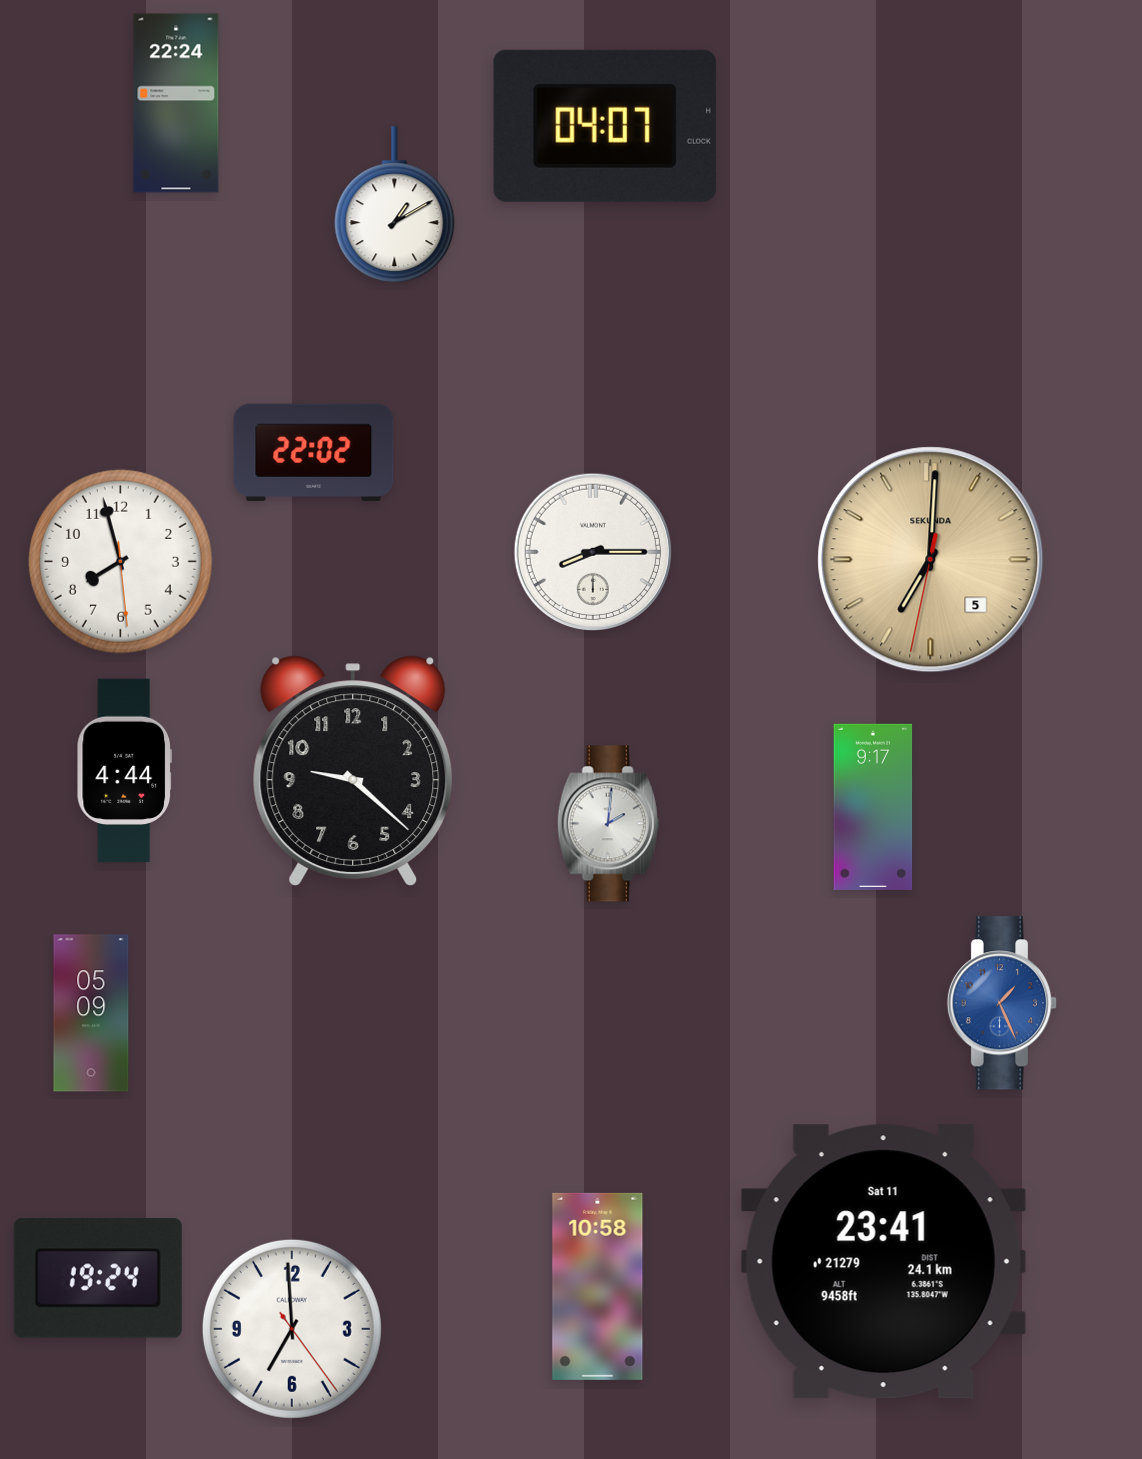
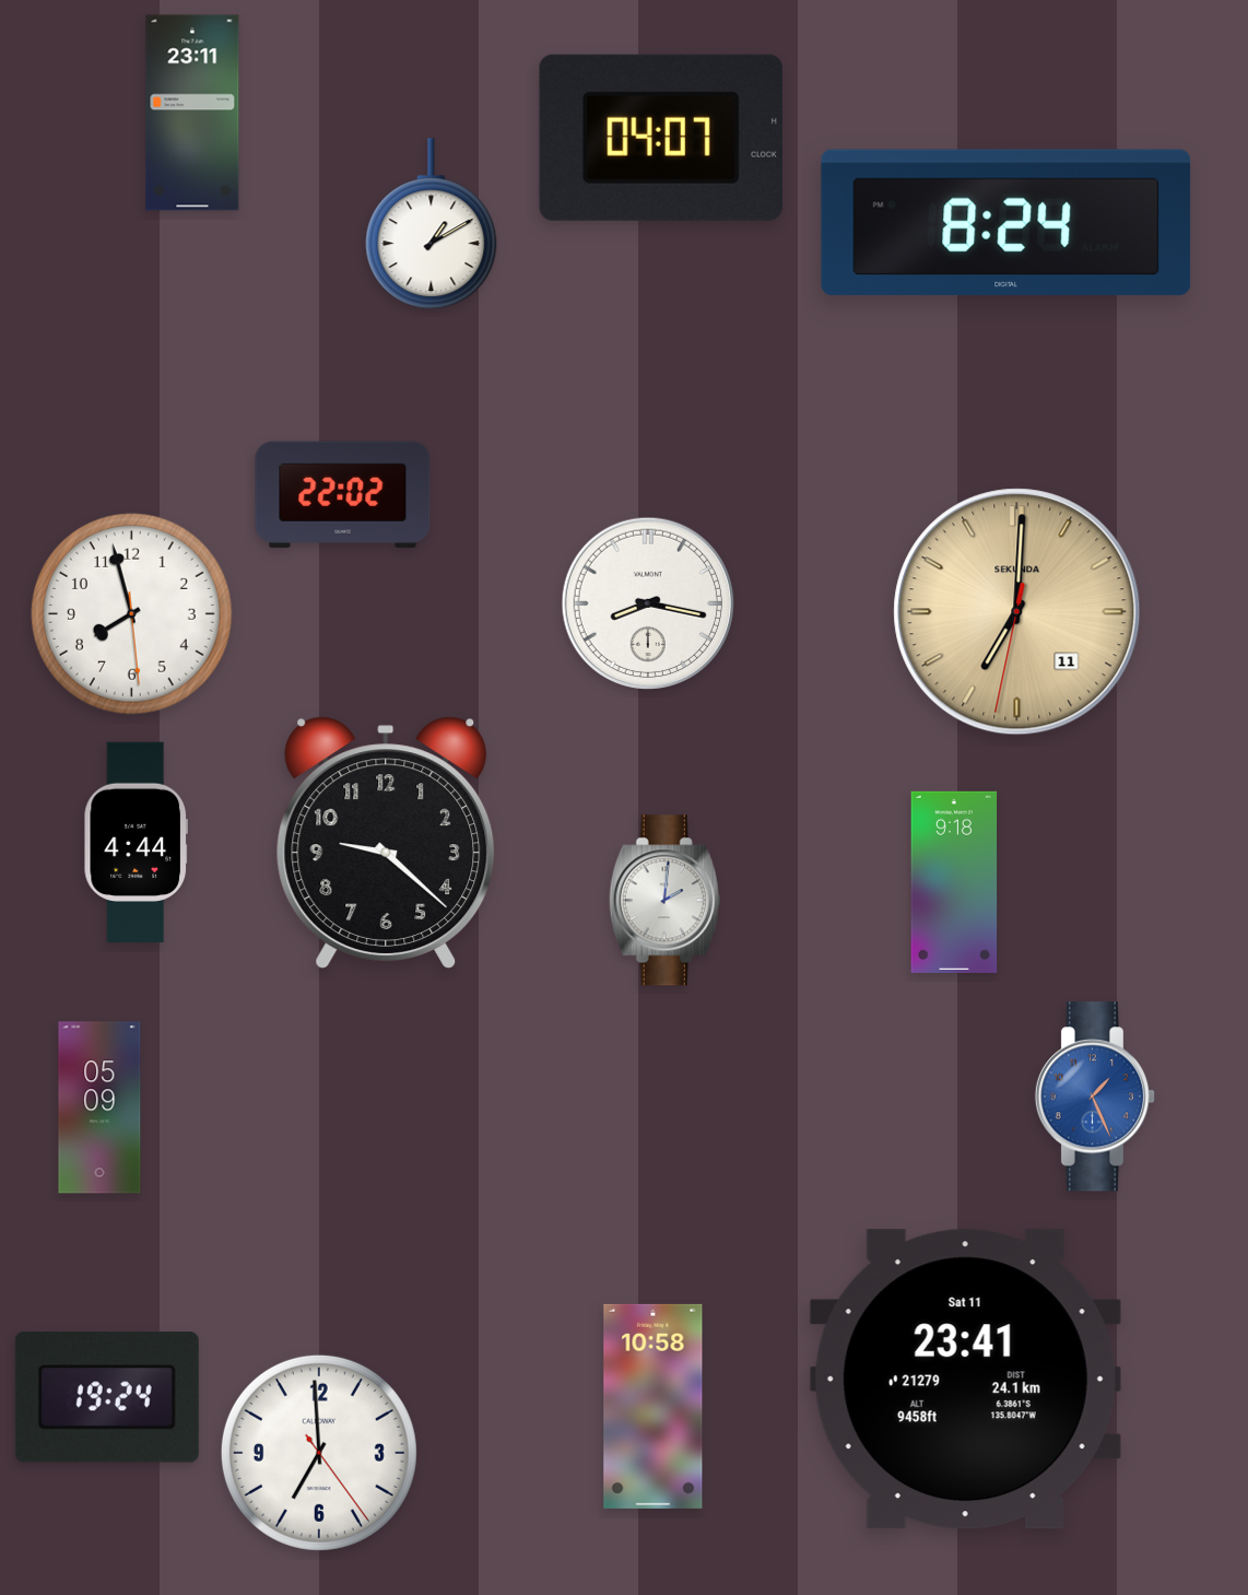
clock at (176, 103): 22:24 -> 23:11
clock at (1006, 222): none -> 8:24
clock at (592, 551): 8:15 -> 8:17
clock at (931, 560) date: 5 -> 11
clock at (873, 807): 9:17 -> 9:18
